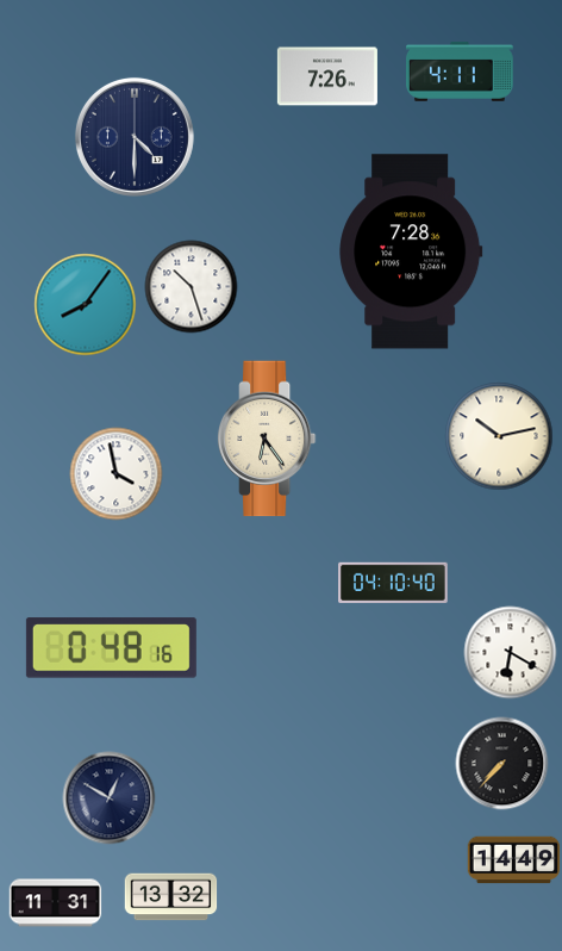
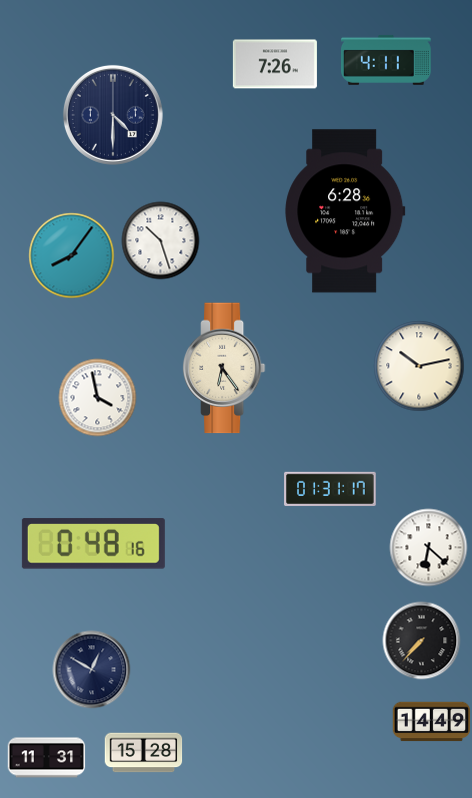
clock at (411, 251): 7:28 -> 6:28
clock at (393, 583): 04:10 -> 01:31
clock at (510, 652): 6:20 -> 6:22
clock at (170, 897): 13:32 -> 15:28
